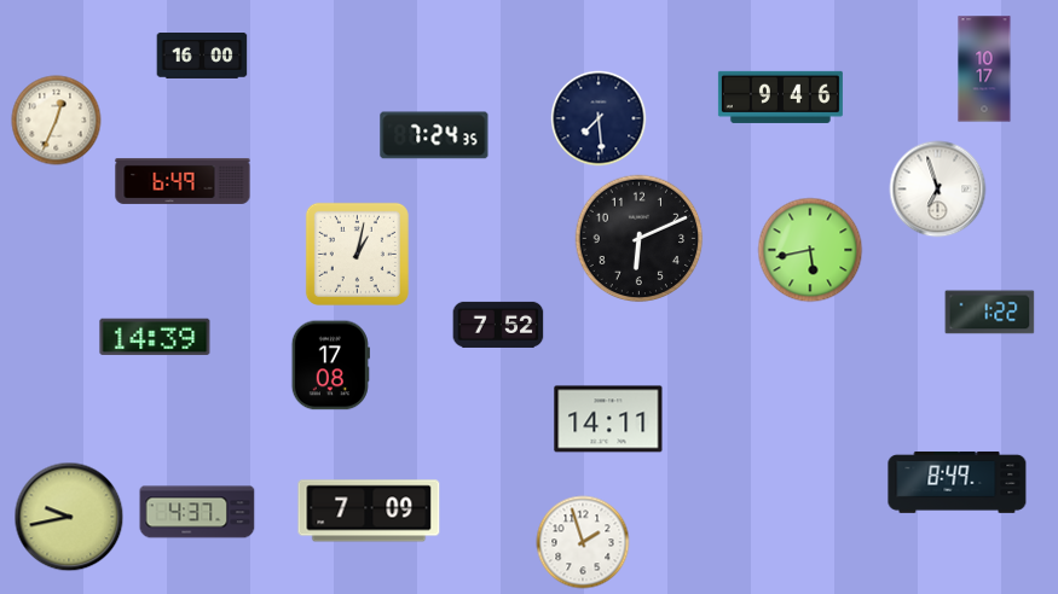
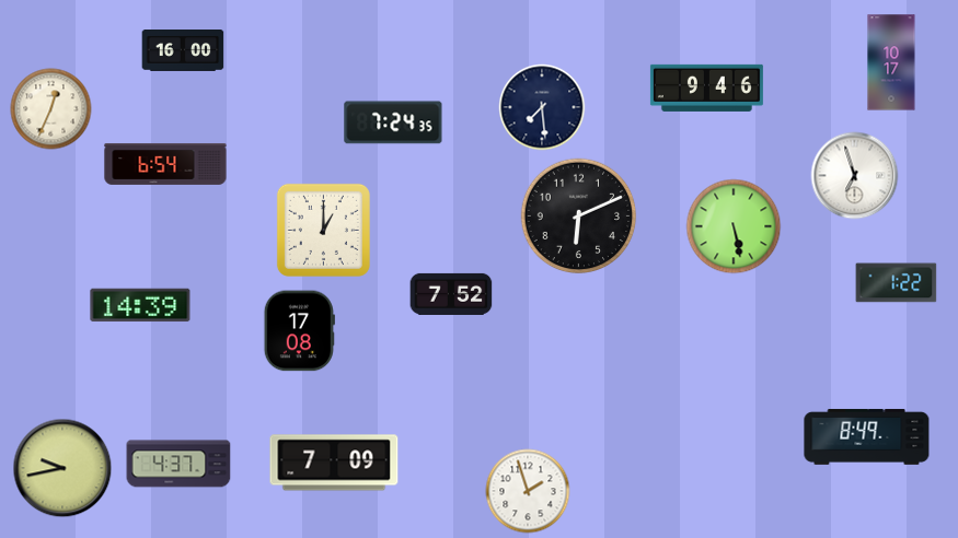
clock at (183, 181): 6:49 -> 6:54
clock at (938, 190) position: (938, 190) -> (855, 176)
clock at (810, 250): 5:43 -> 5:28
clock at (357, 254): 1:02 -> 1:00
clock at (608, 419): 14:11 -> none
